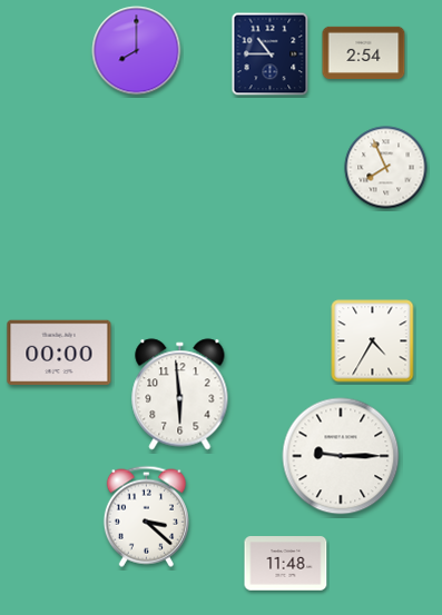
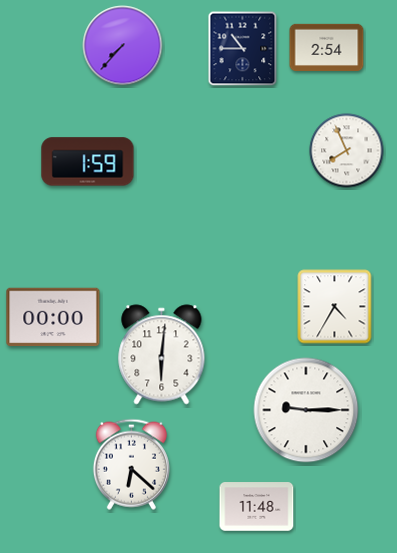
clock at (137, 51): 8:00 -> 7:37
clock at (88, 162): none -> 1:59
clock at (180, 395): 5:59 -> 6:01
clock at (146, 516): 3:22 -> 6:22
